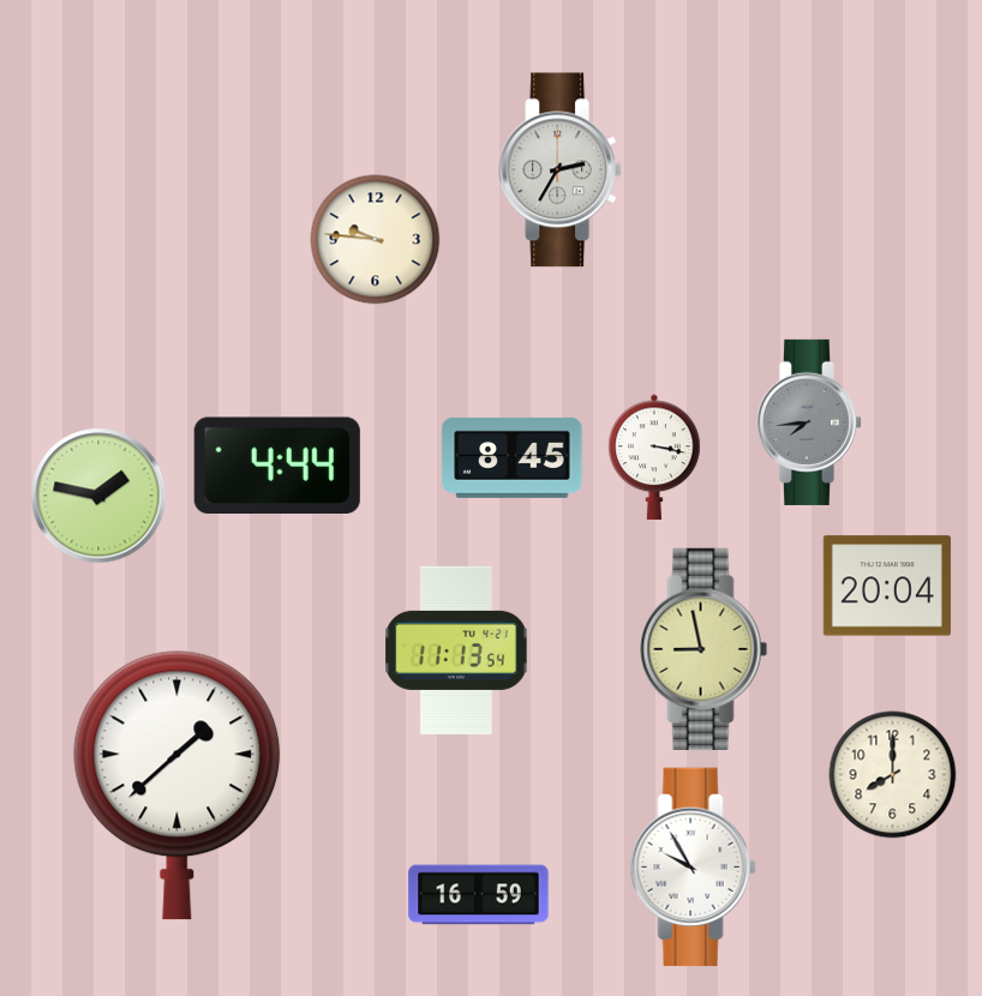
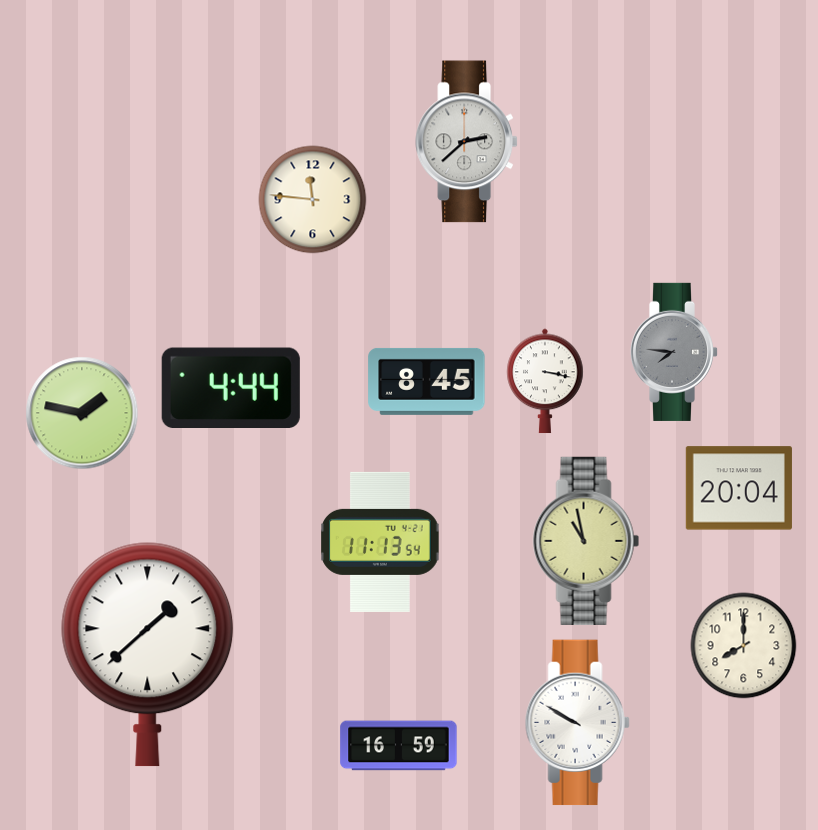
clock at (559, 170): 2:35 -> 2:38
clock at (376, 240): 9:46 -> 11:46
clock at (809, 422): 7:44 -> 7:46
clock at (703, 649): 8:58 -> 10:58
clock at (693, 868): 9:55 -> 9:50
